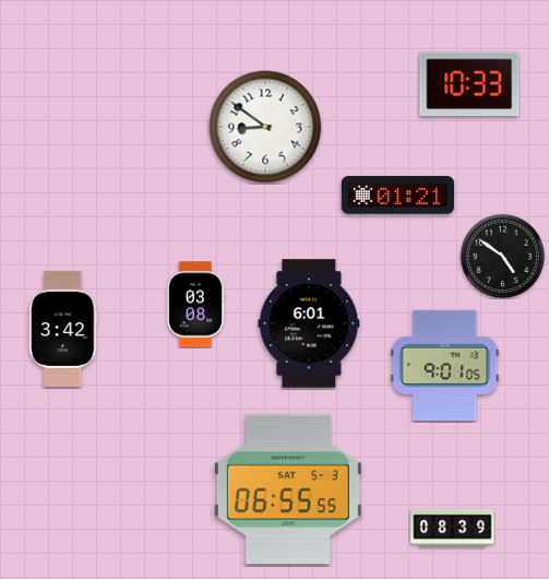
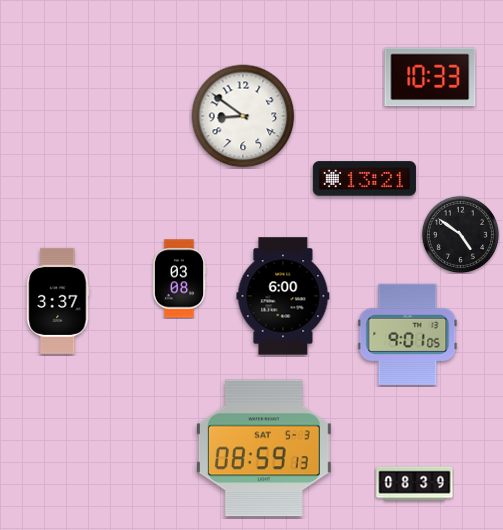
clock at (397, 196): 01:21 -> 13:21
clock at (309, 323): 6:01 -> 6:00
clock at (63, 329): 3:42 -> 3:37
clock at (288, 489): 06:55 -> 08:59
